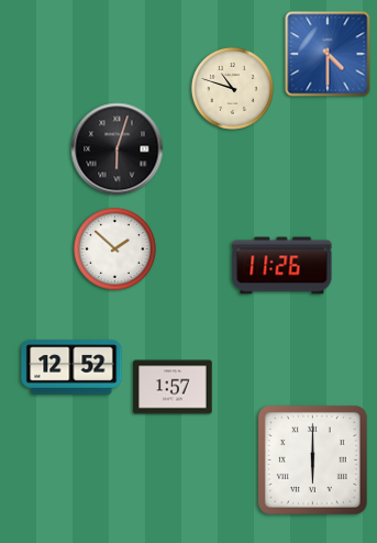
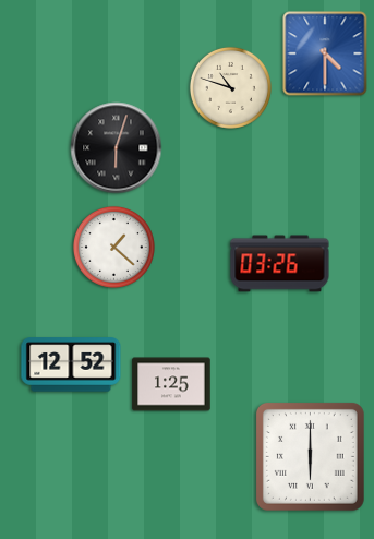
clock at (114, 248): 1:52 -> 1:22
clock at (282, 266): 11:26 -> 03:26
clock at (173, 387): 1:57 -> 1:25
